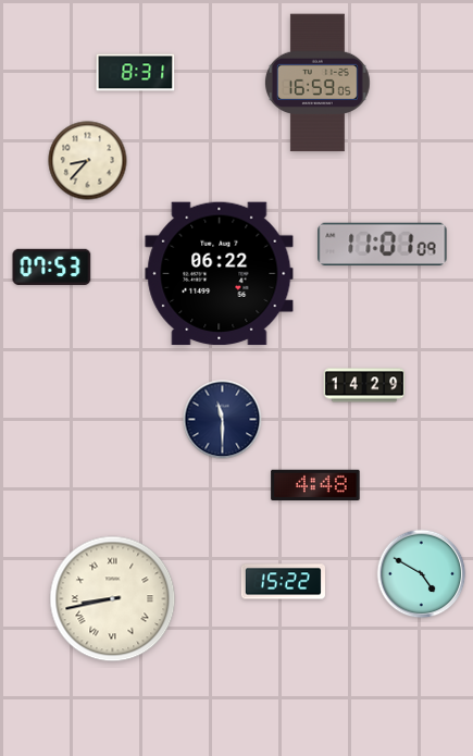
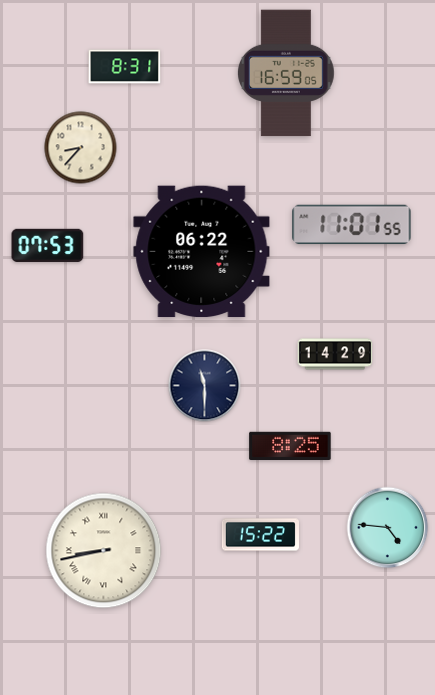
clock at (319, 83) position: (319, 83) -> (287, 73)
clock at (383, 245): 11:01:09 -> 11:01:55
clock at (315, 485): 4:48 -> 8:25
clock at (422, 574): 4:50 -> 4:46
